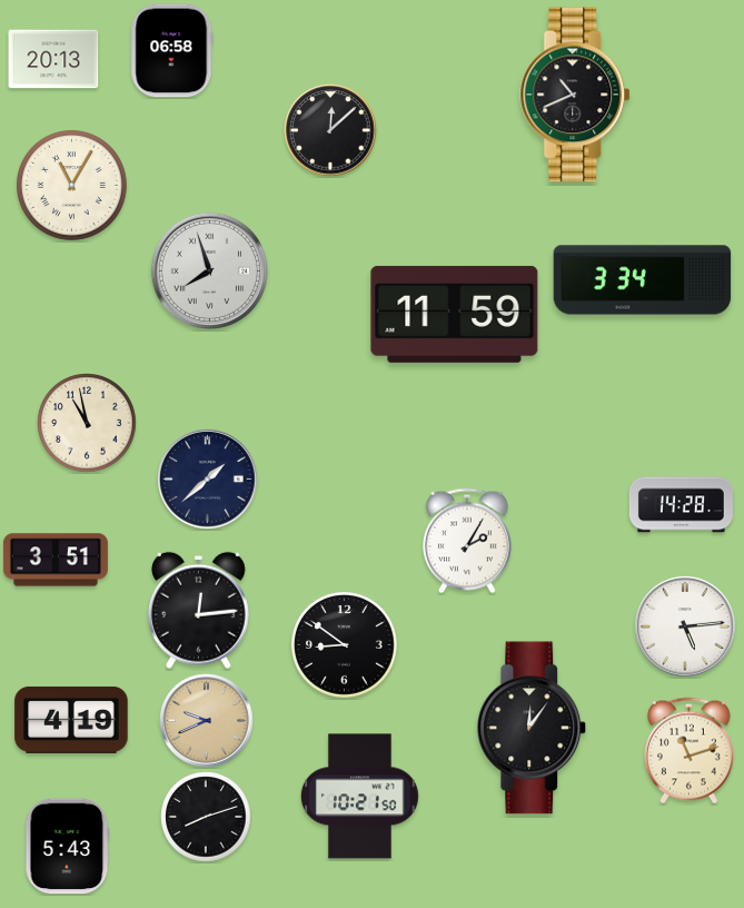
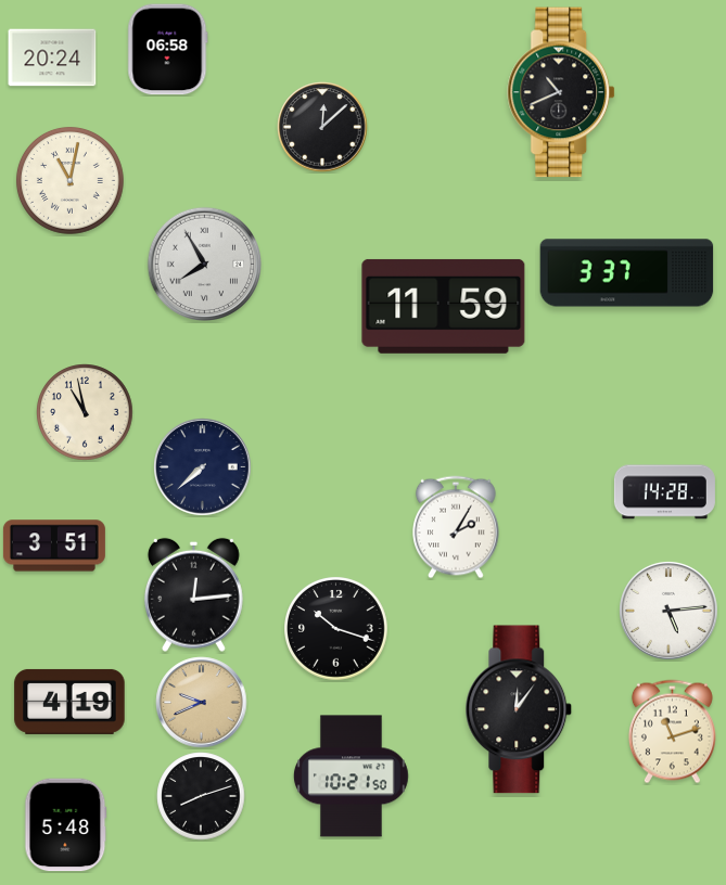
clock at (53, 59): 20:13 -> 20:24
clock at (71, 185): 11:05 -> 11:02
clock at (209, 270): 7:57 -> 7:55
clock at (643, 280): 3:34 -> 3:37
clock at (208, 480): 1:38 -> 7:38
clock at (345, 645): 8:51 -> 10:18
clock at (68, 847): 5:43 -> 5:48
